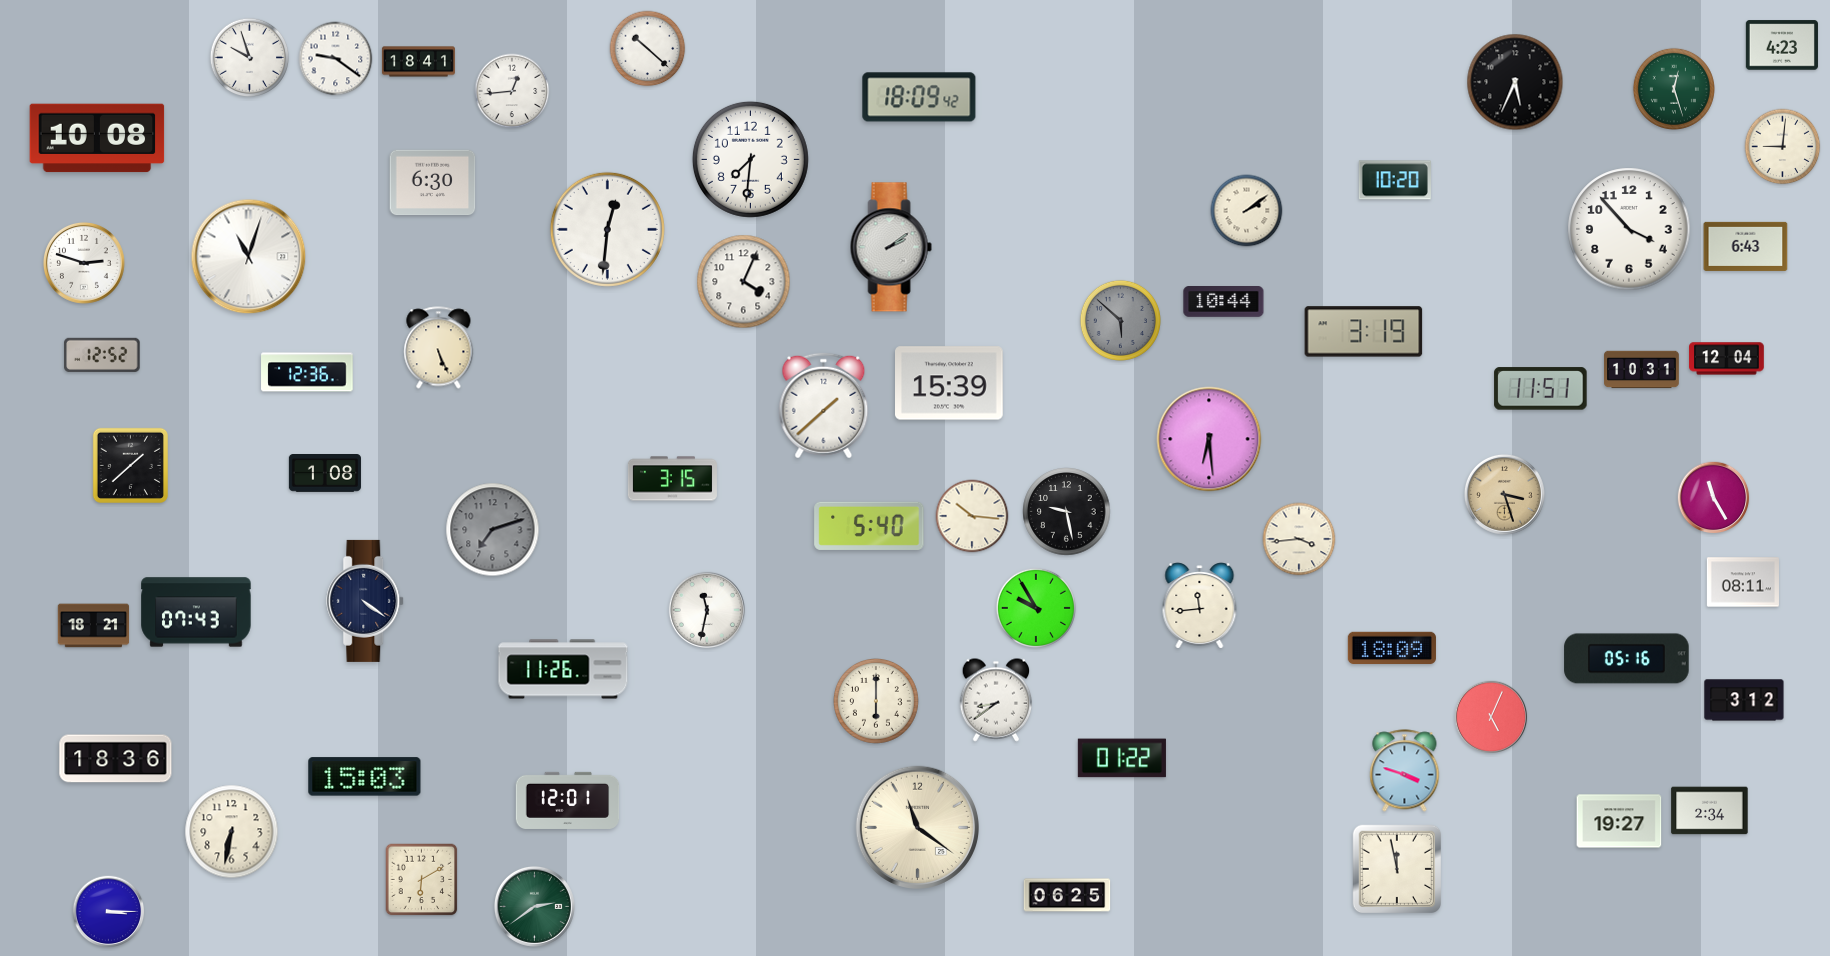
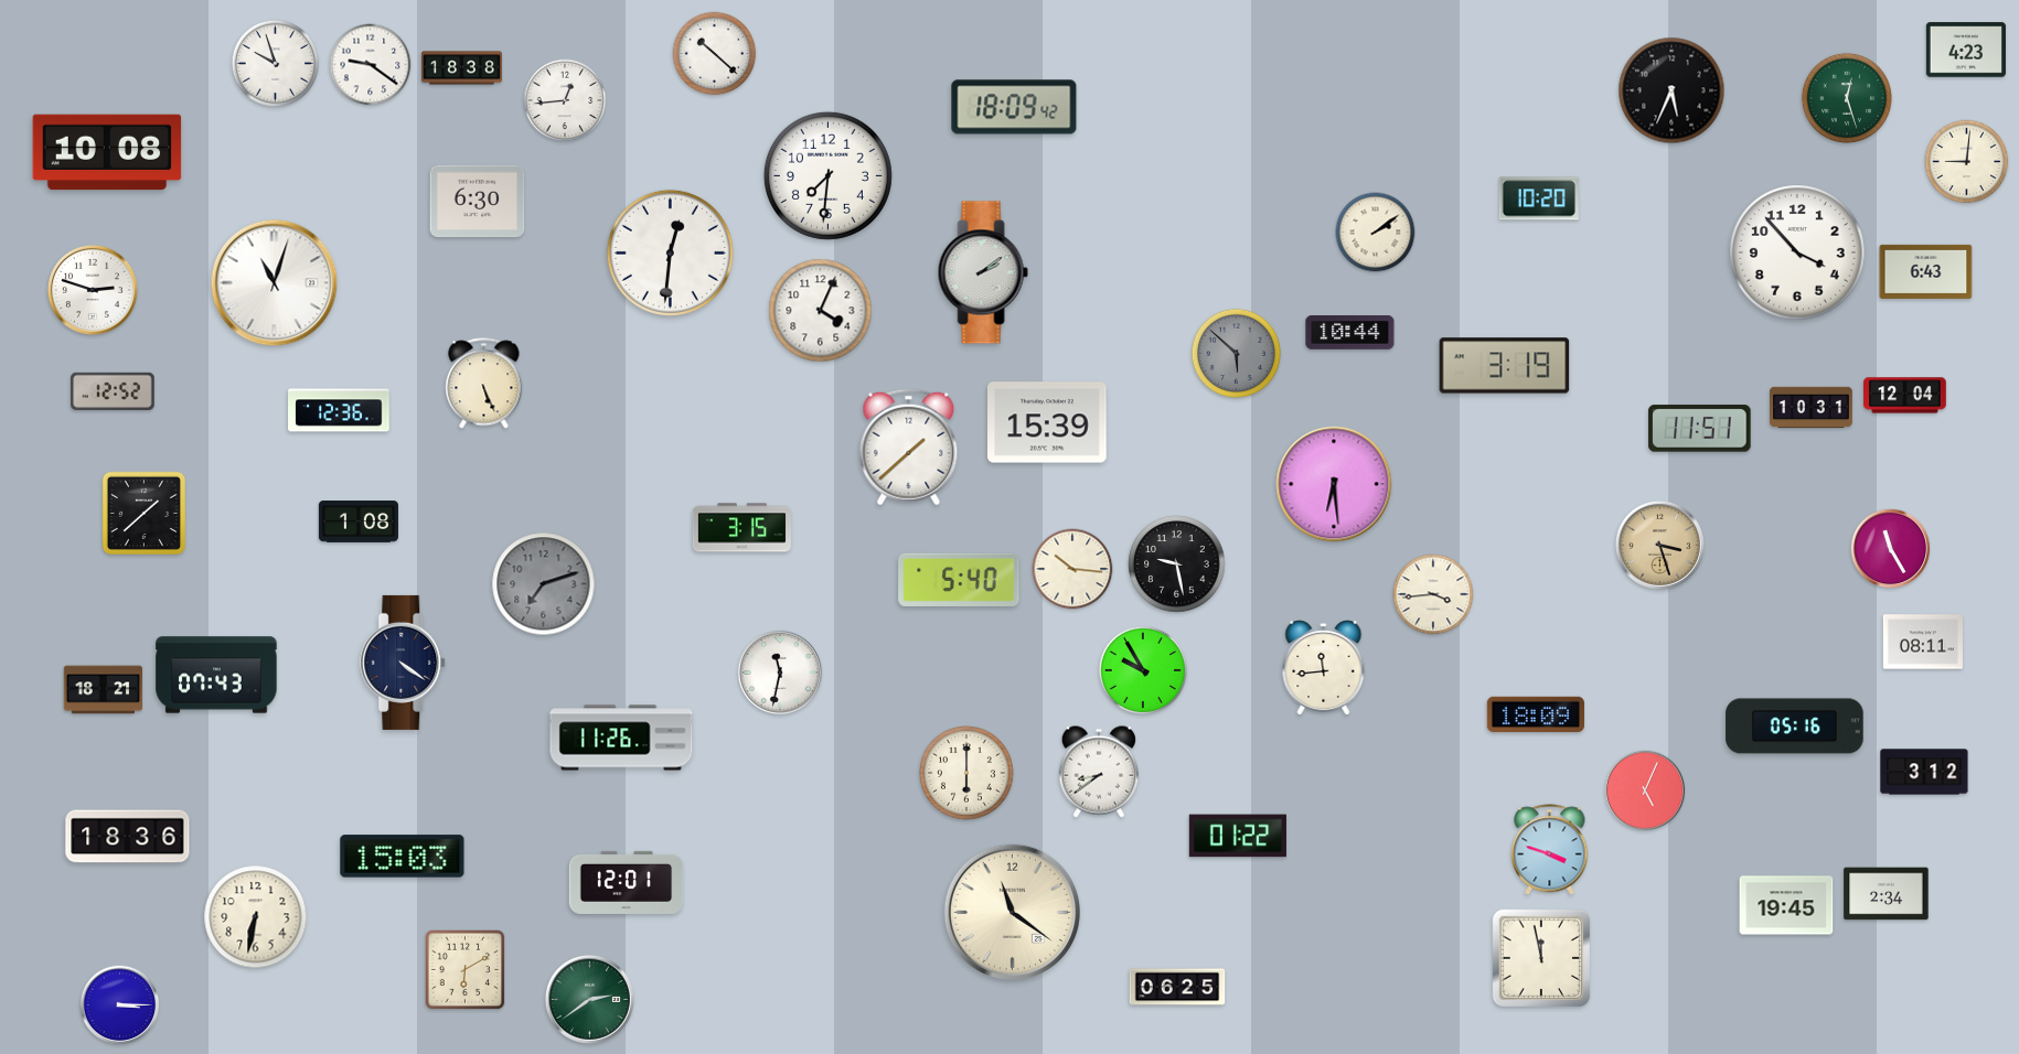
clock at (418, 62): 18:41 -> 18:38
clock at (1619, 821): 19:27 -> 19:45
